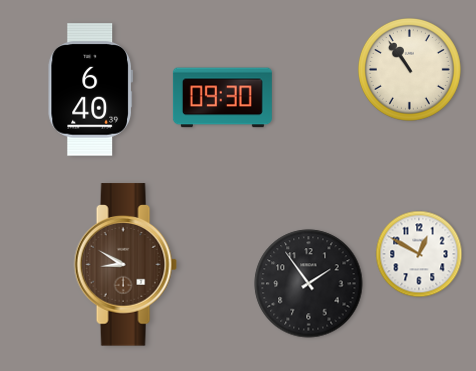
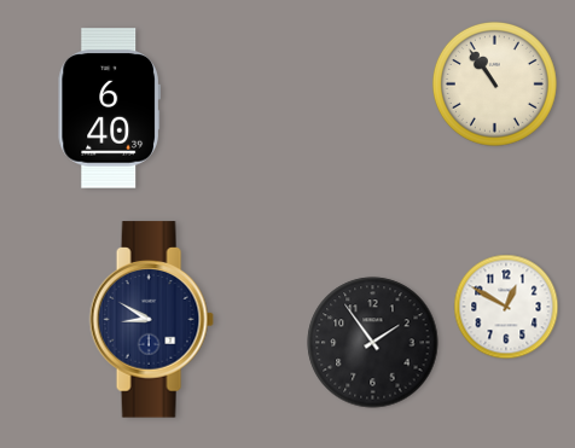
clock at (222, 98): 09:30 -> none
clock at (125, 265) dial: brown -> navy
